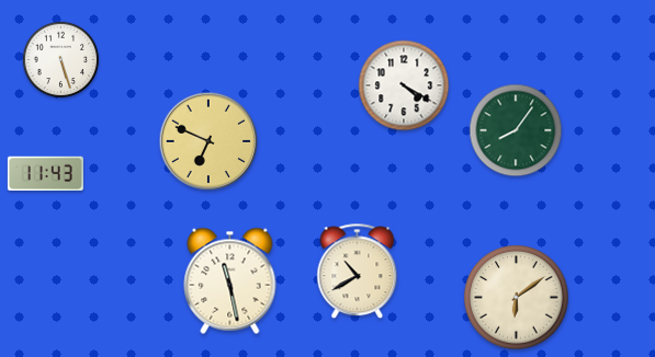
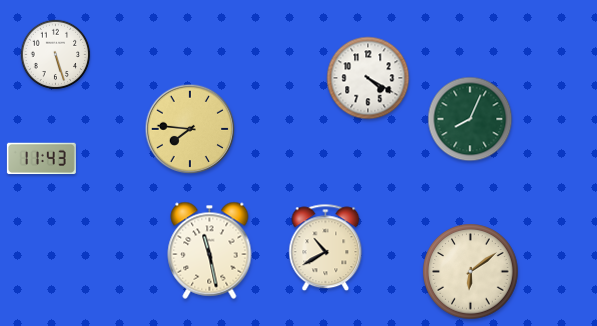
clock at (516, 130): 8:06 -> 8:04
clock at (208, 141): 6:49 -> 7:46
clock at (230, 280) position: (230, 280) -> (210, 250)
